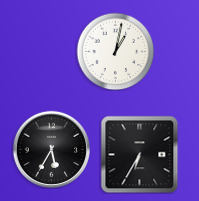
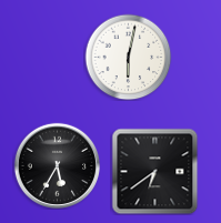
clock at (115, 51): 1:02 -> 6:02
clock at (139, 154): 6:35 -> 6:39
